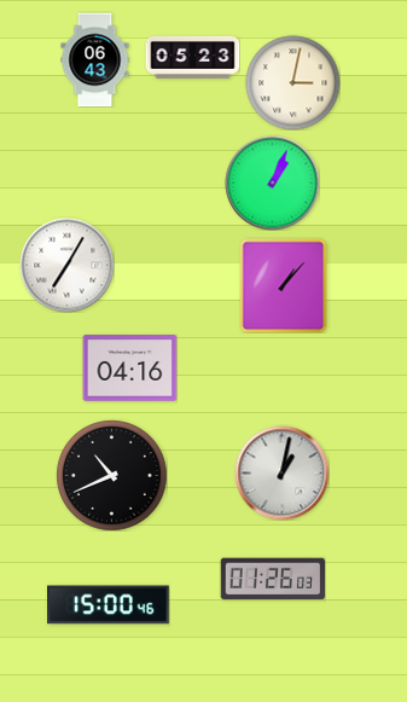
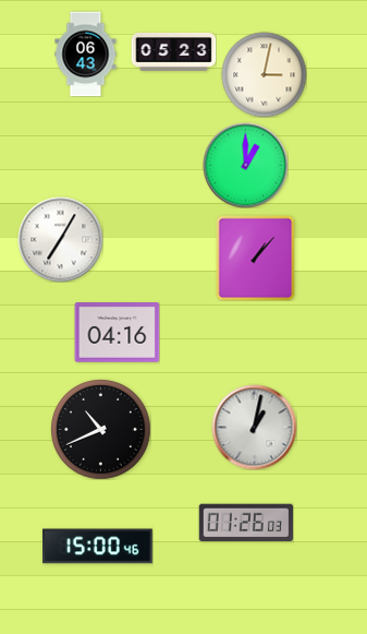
clock at (272, 182): 1:04 -> 1:00
